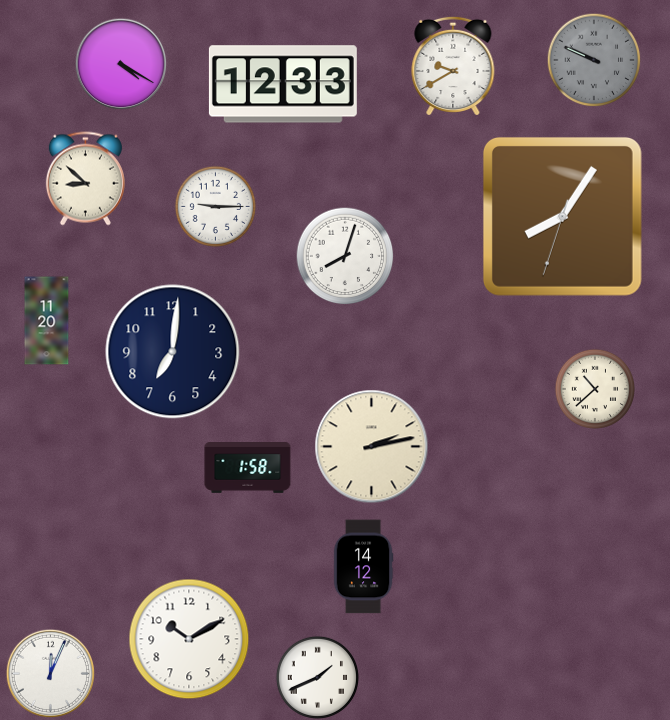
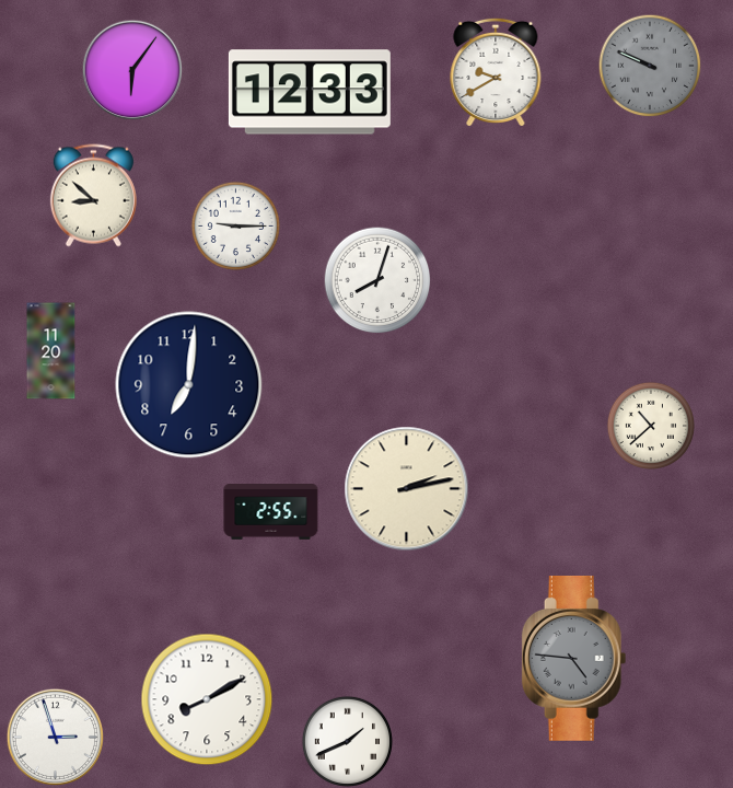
clock at (121, 64): 4:20 -> 6:06
clock at (562, 216): 8:05 -> none
clock at (248, 468): 1:58 -> 2:55
clock at (363, 567): 14:12 -> none
clock at (574, 658): none -> 4:46
clock at (189, 639): 10:10 -> 8:10
clock at (50, 673): 12:04 -> 2:57
